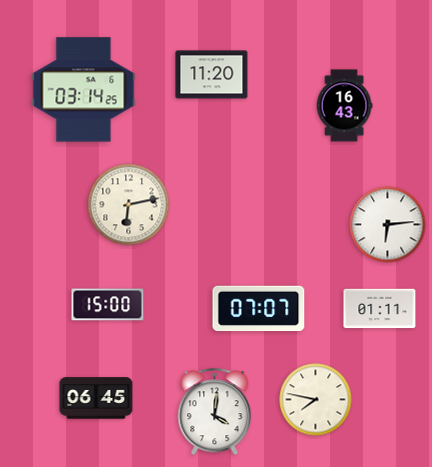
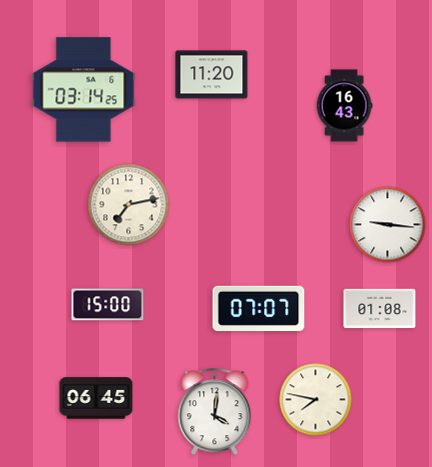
clock at (129, 205): 6:13 -> 7:13
clock at (388, 225): 6:14 -> 9:16
clock at (380, 309): 01:11 -> 01:08
